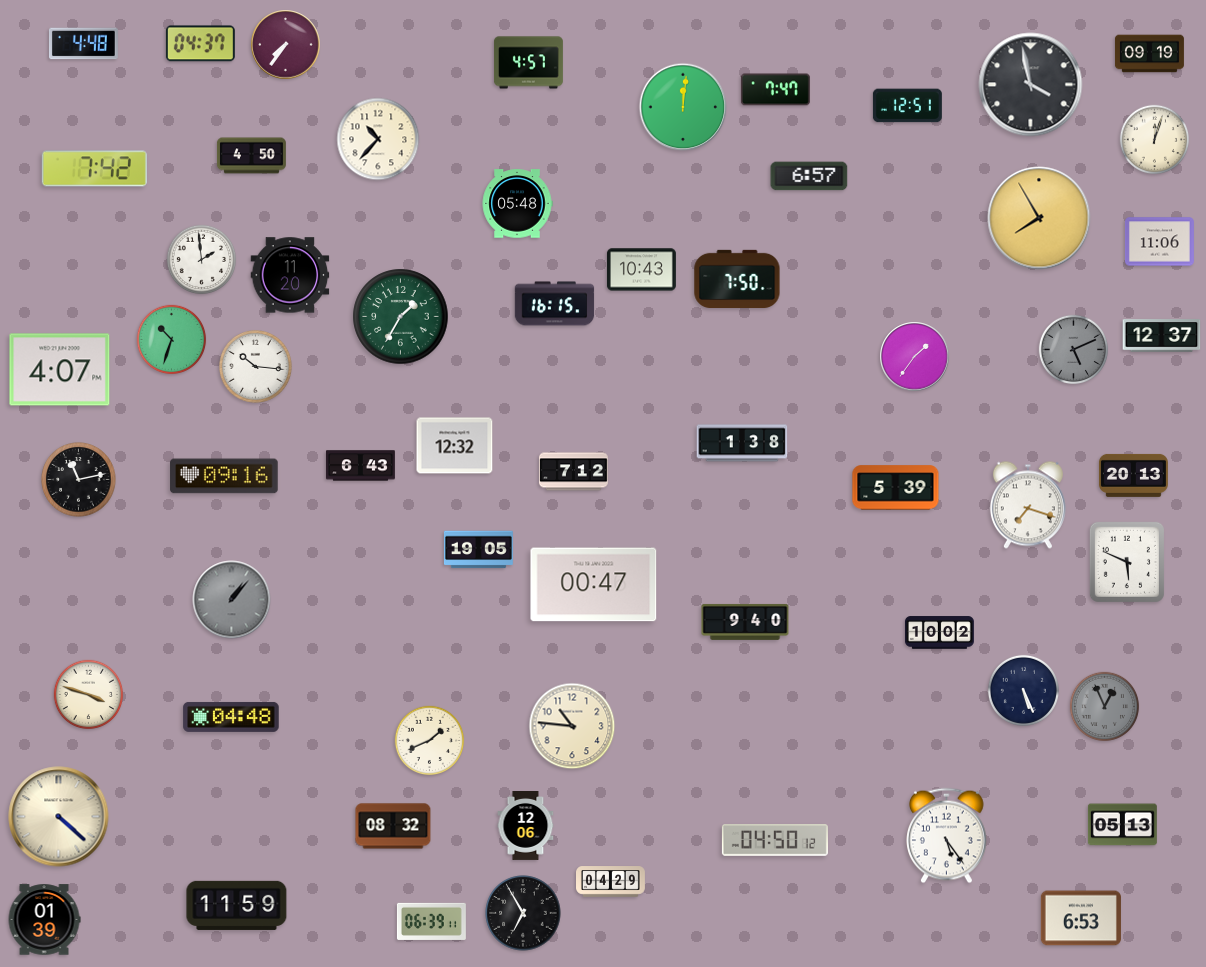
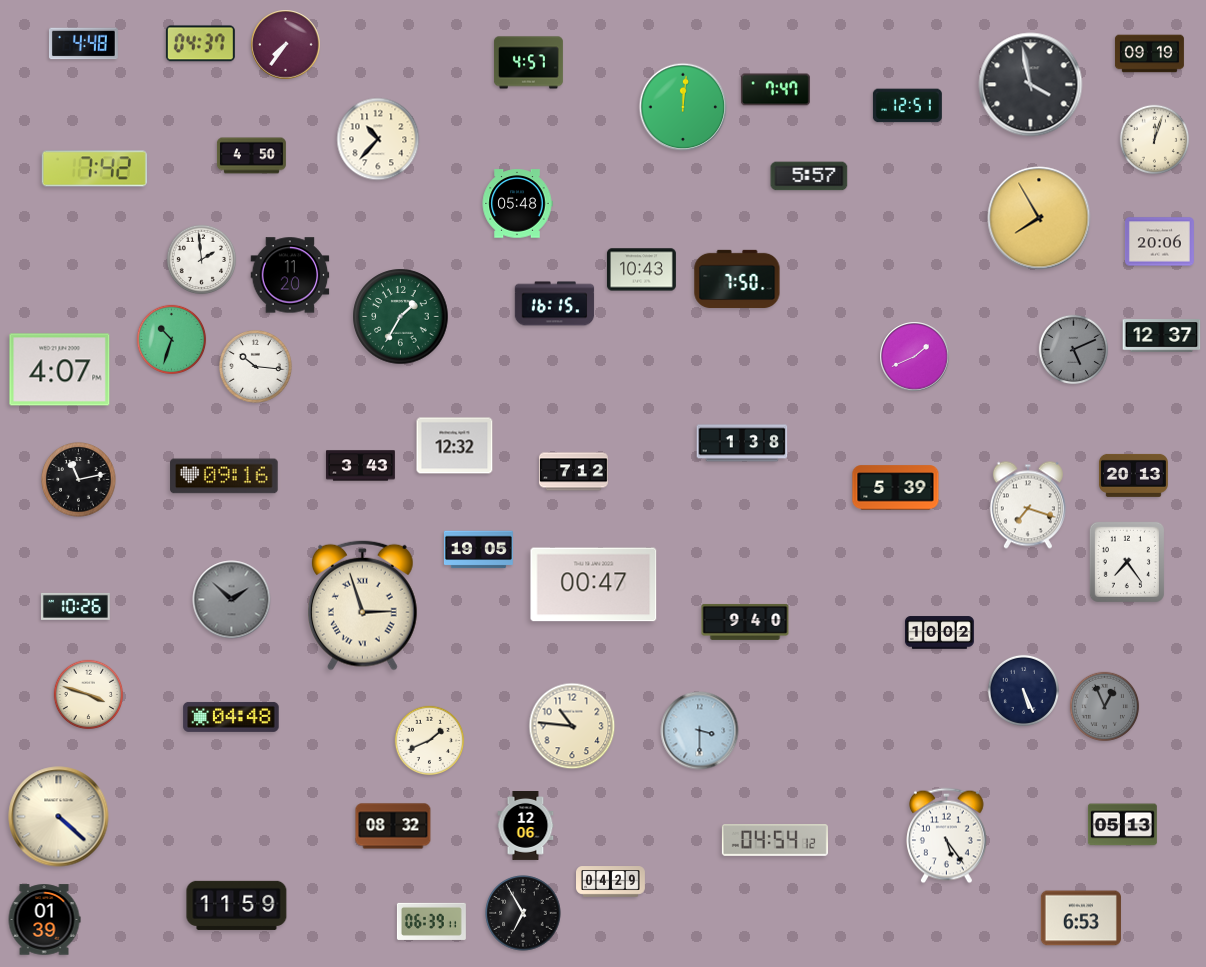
clock at (809, 176): 6:57 -> 5:57
clock at (1159, 242): 11:06 -> 20:06
clock at (915, 357): 1:36 -> 1:41
clock at (360, 466): 6:43 -> 3:43
clock at (1127, 562): 5:49 -> 7:24
clock at (232, 600): 1:07 -> 1:52
clock at (363, 605): none -> 2:57
clock at (75, 606): none -> 10:26
clock at (700, 731): none -> 3:30
clock at (775, 840): 04:50 -> 04:54
